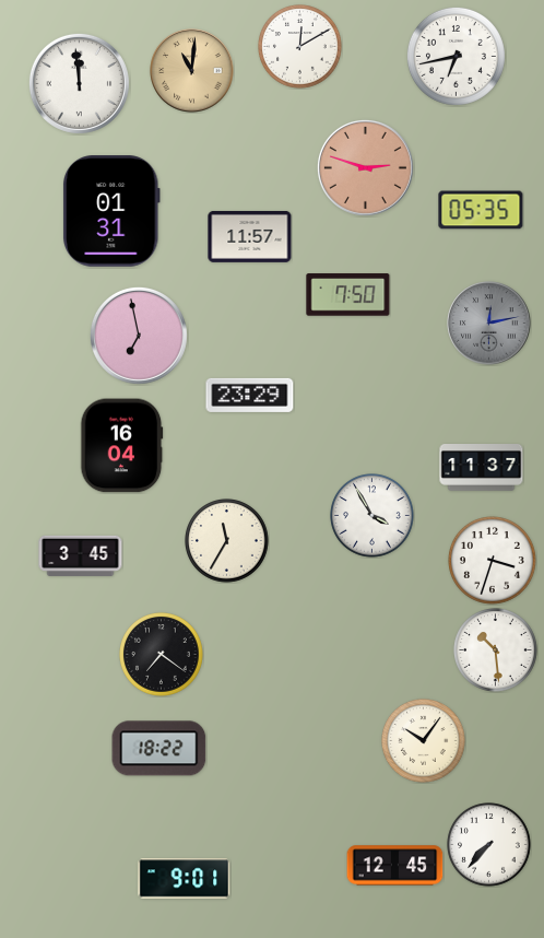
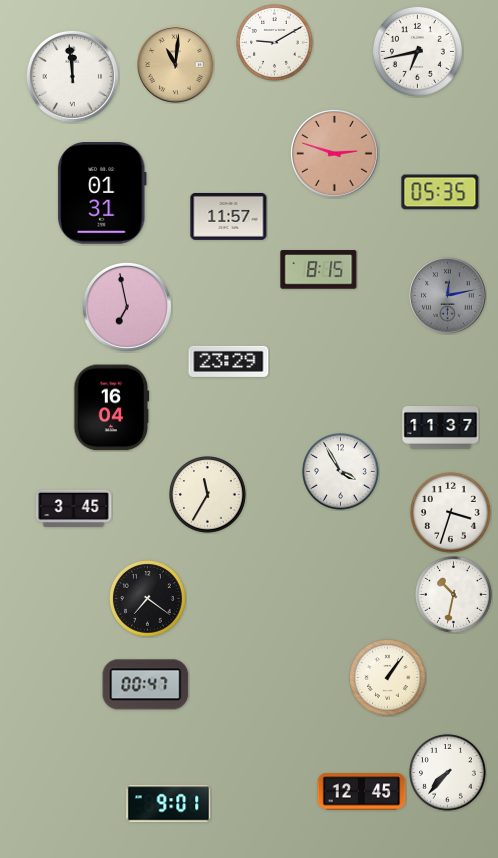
clock at (300, 47): 12:10 -> 9:10
clock at (348, 295): 7:50 -> 8:15
clock at (496, 650): 10:29 -> 10:32
clock at (424, 741): 10:06 -> 1:06
clock at (159, 749): 18:22 -> 00:47
